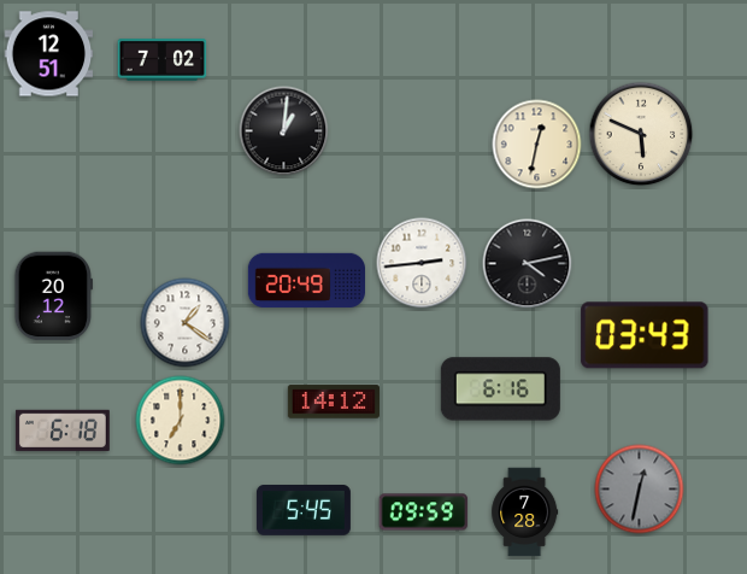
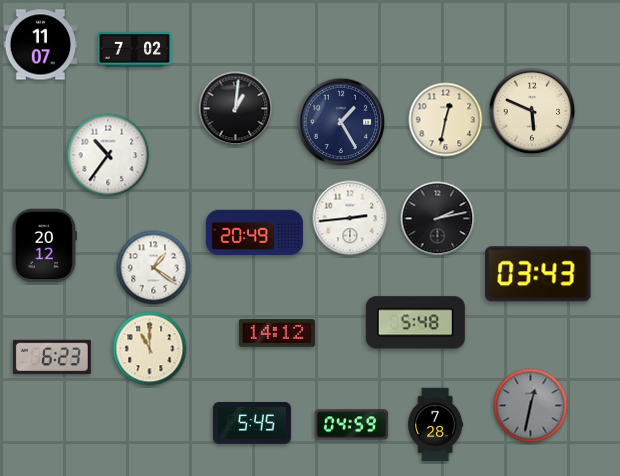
clock at (49, 54): 12:51 -> 11:07
clock at (341, 122): none -> 1:25
clock at (108, 155): none -> 10:36
clock at (528, 264): 4:13 -> 2:13
clock at (645, 335) position: (645, 335) -> (538, 274)
clock at (500, 389): 6:16 -> 5:48
clock at (181, 421): 7:00 -> 11:00
clock at (63, 429): 6:18 -> 6:23
clock at (424, 512): 09:59 -> 04:59
